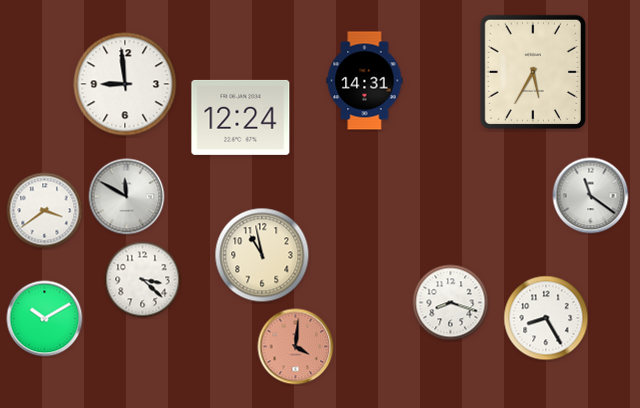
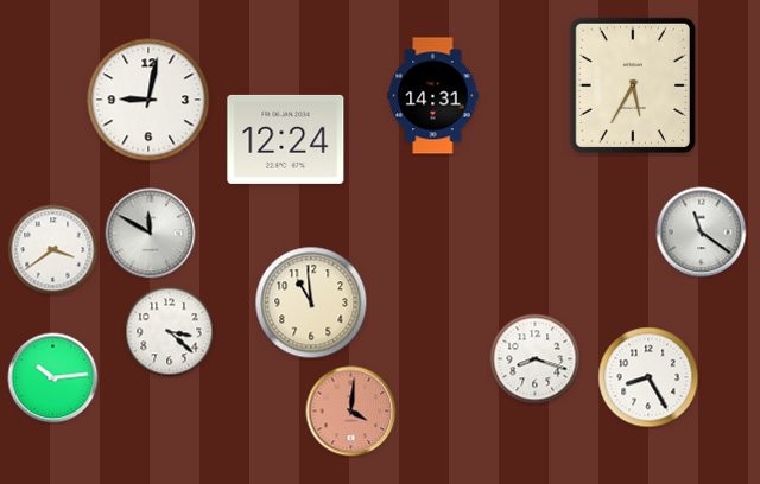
clock at (125, 84): 8:59 -> 9:02
clock at (262, 255): 10:58 -> 10:59
clock at (45, 319): 10:10 -> 10:14
